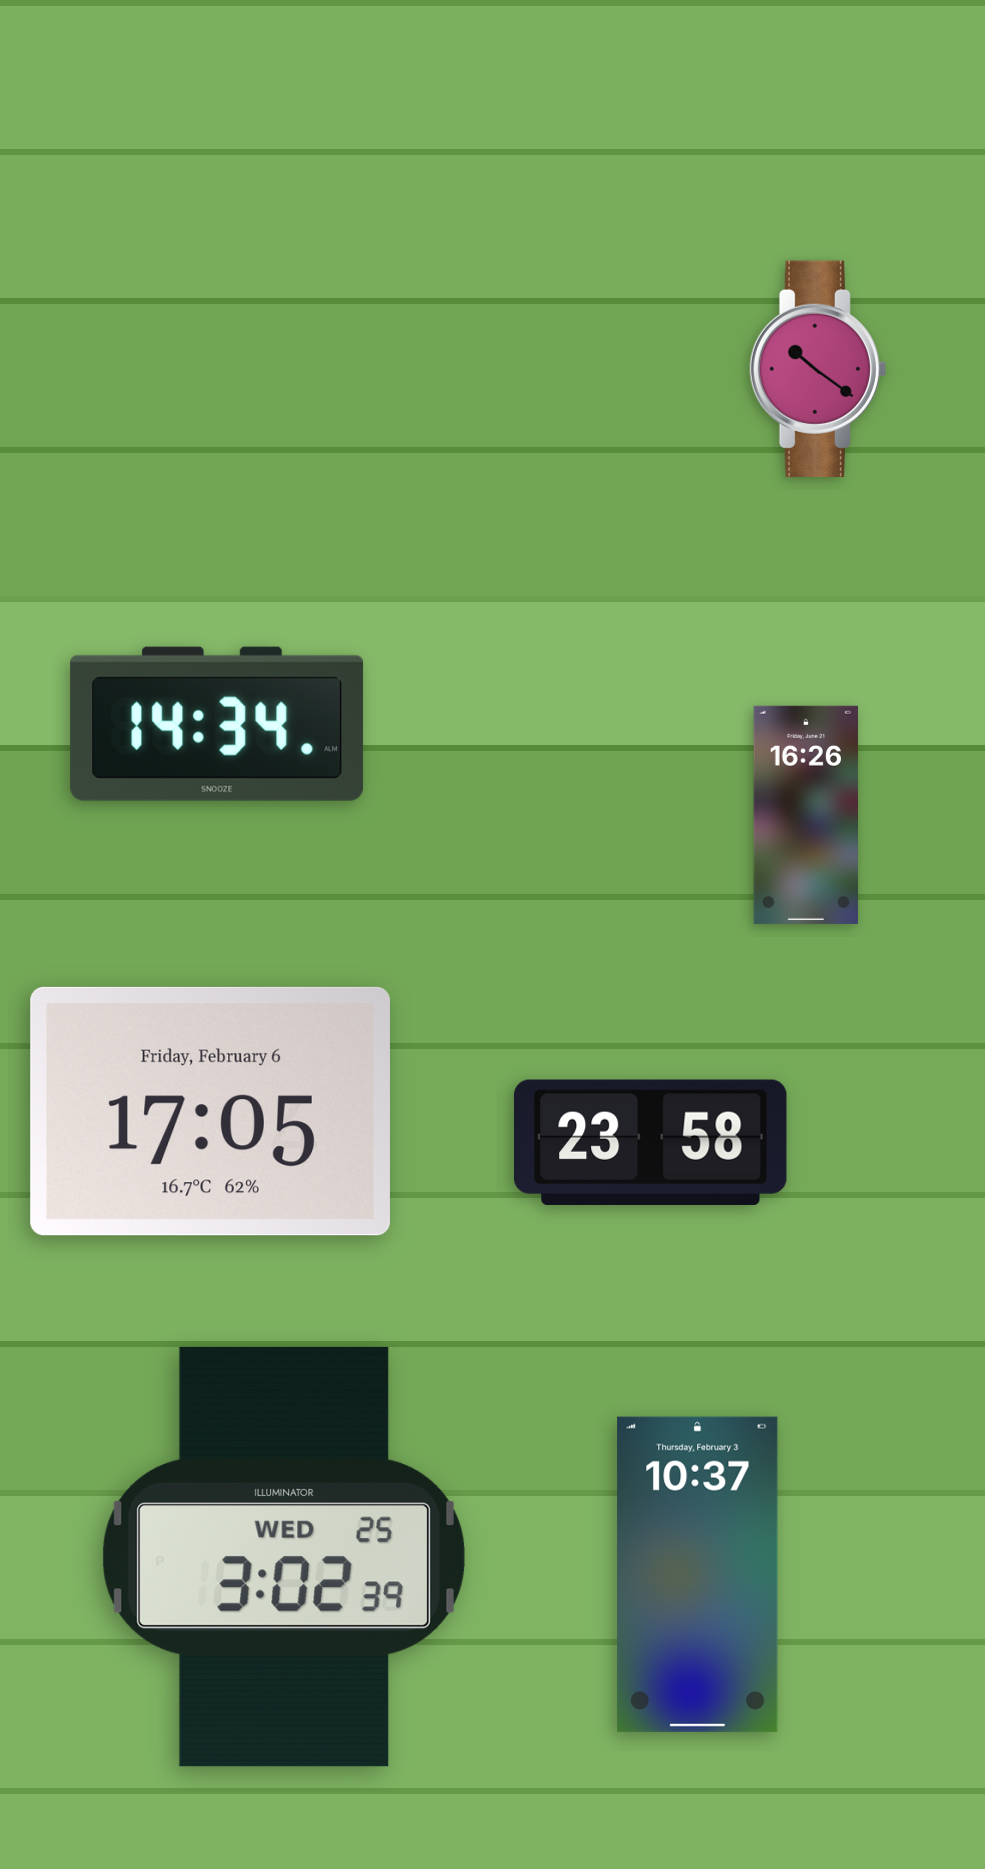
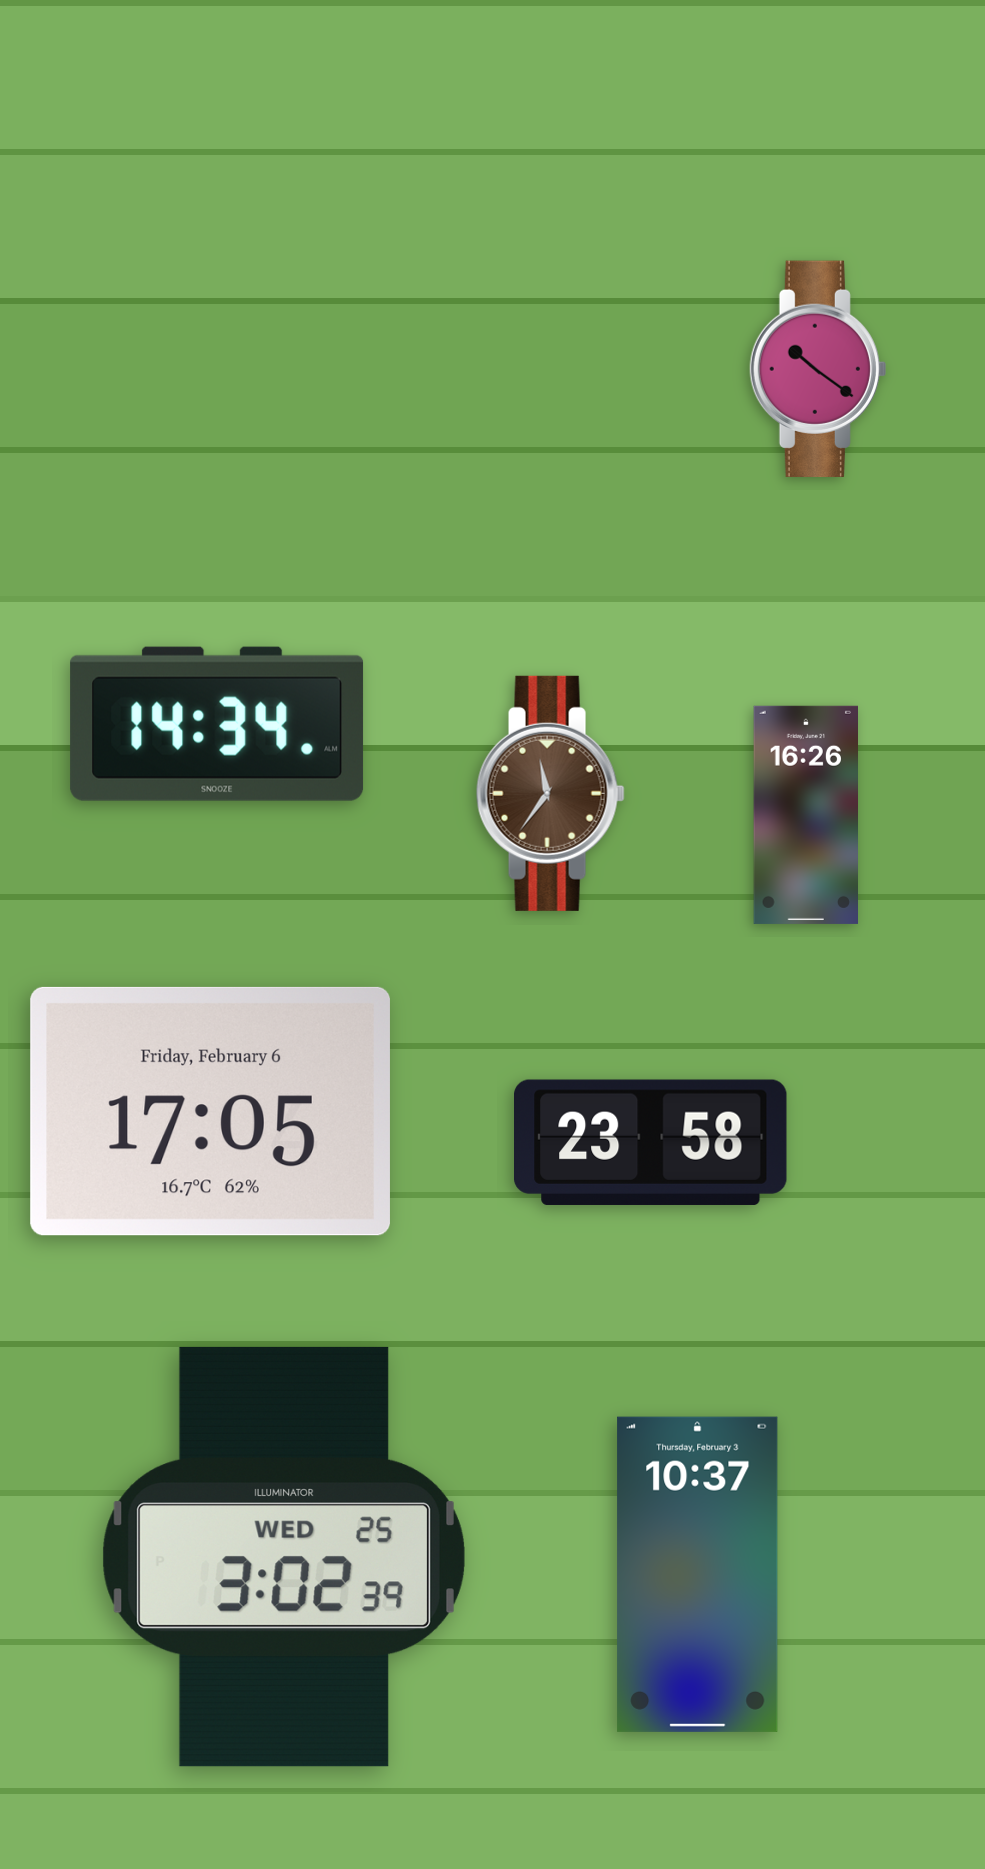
clock at (550, 793): none -> 11:36
